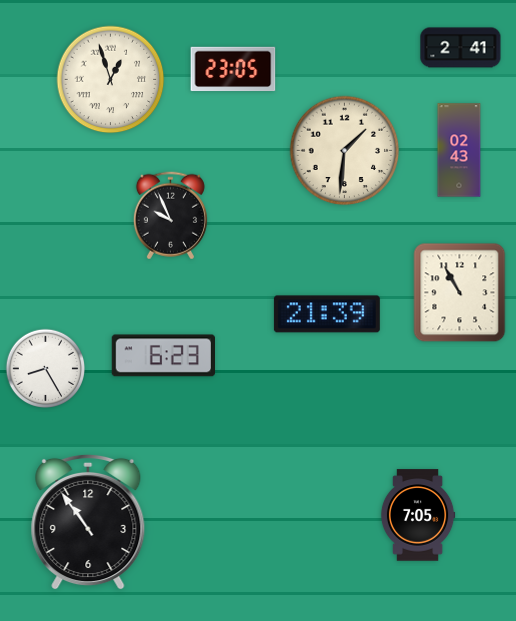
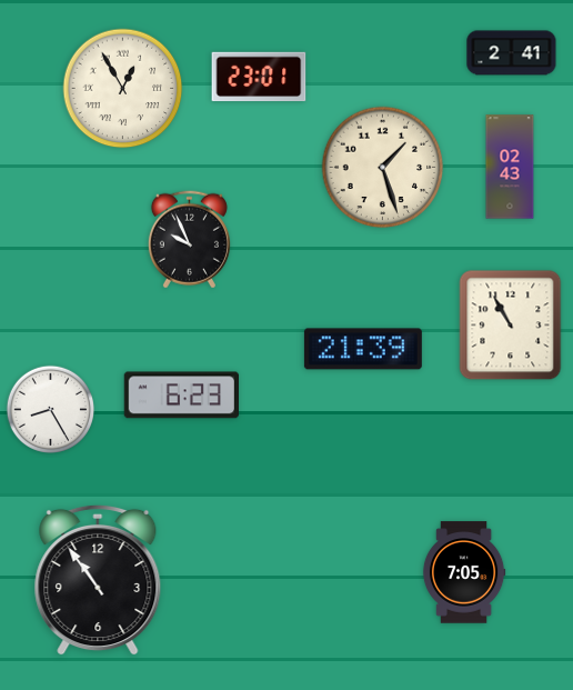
clock at (233, 69): 23:05 -> 23:01
clock at (111, 80): 12:57 -> 12:55
clock at (345, 151): 1:31 -> 1:27
